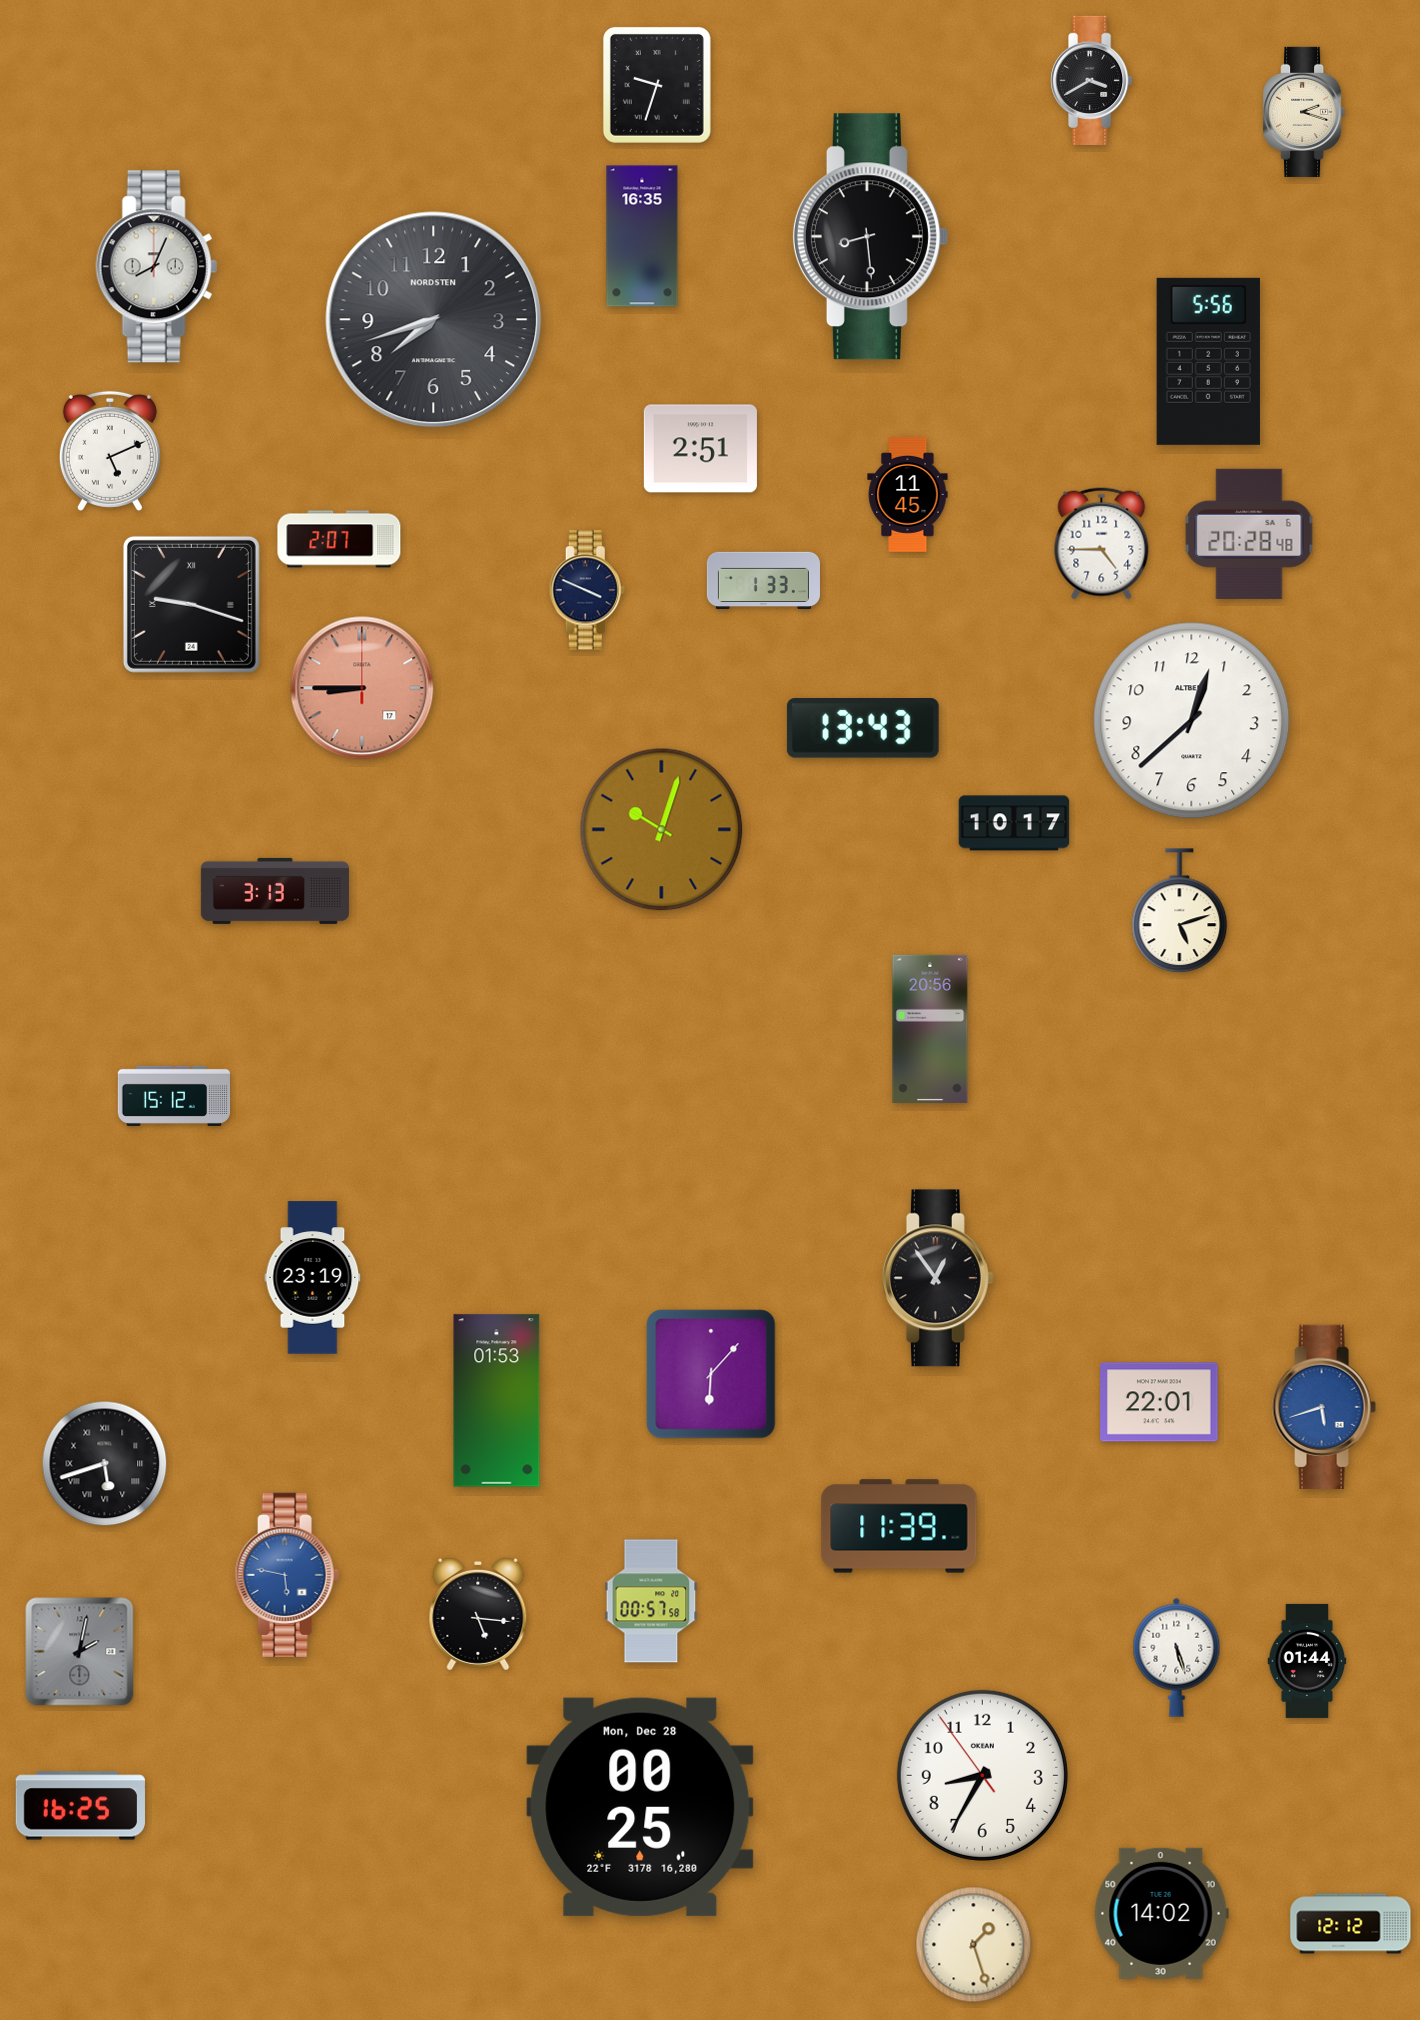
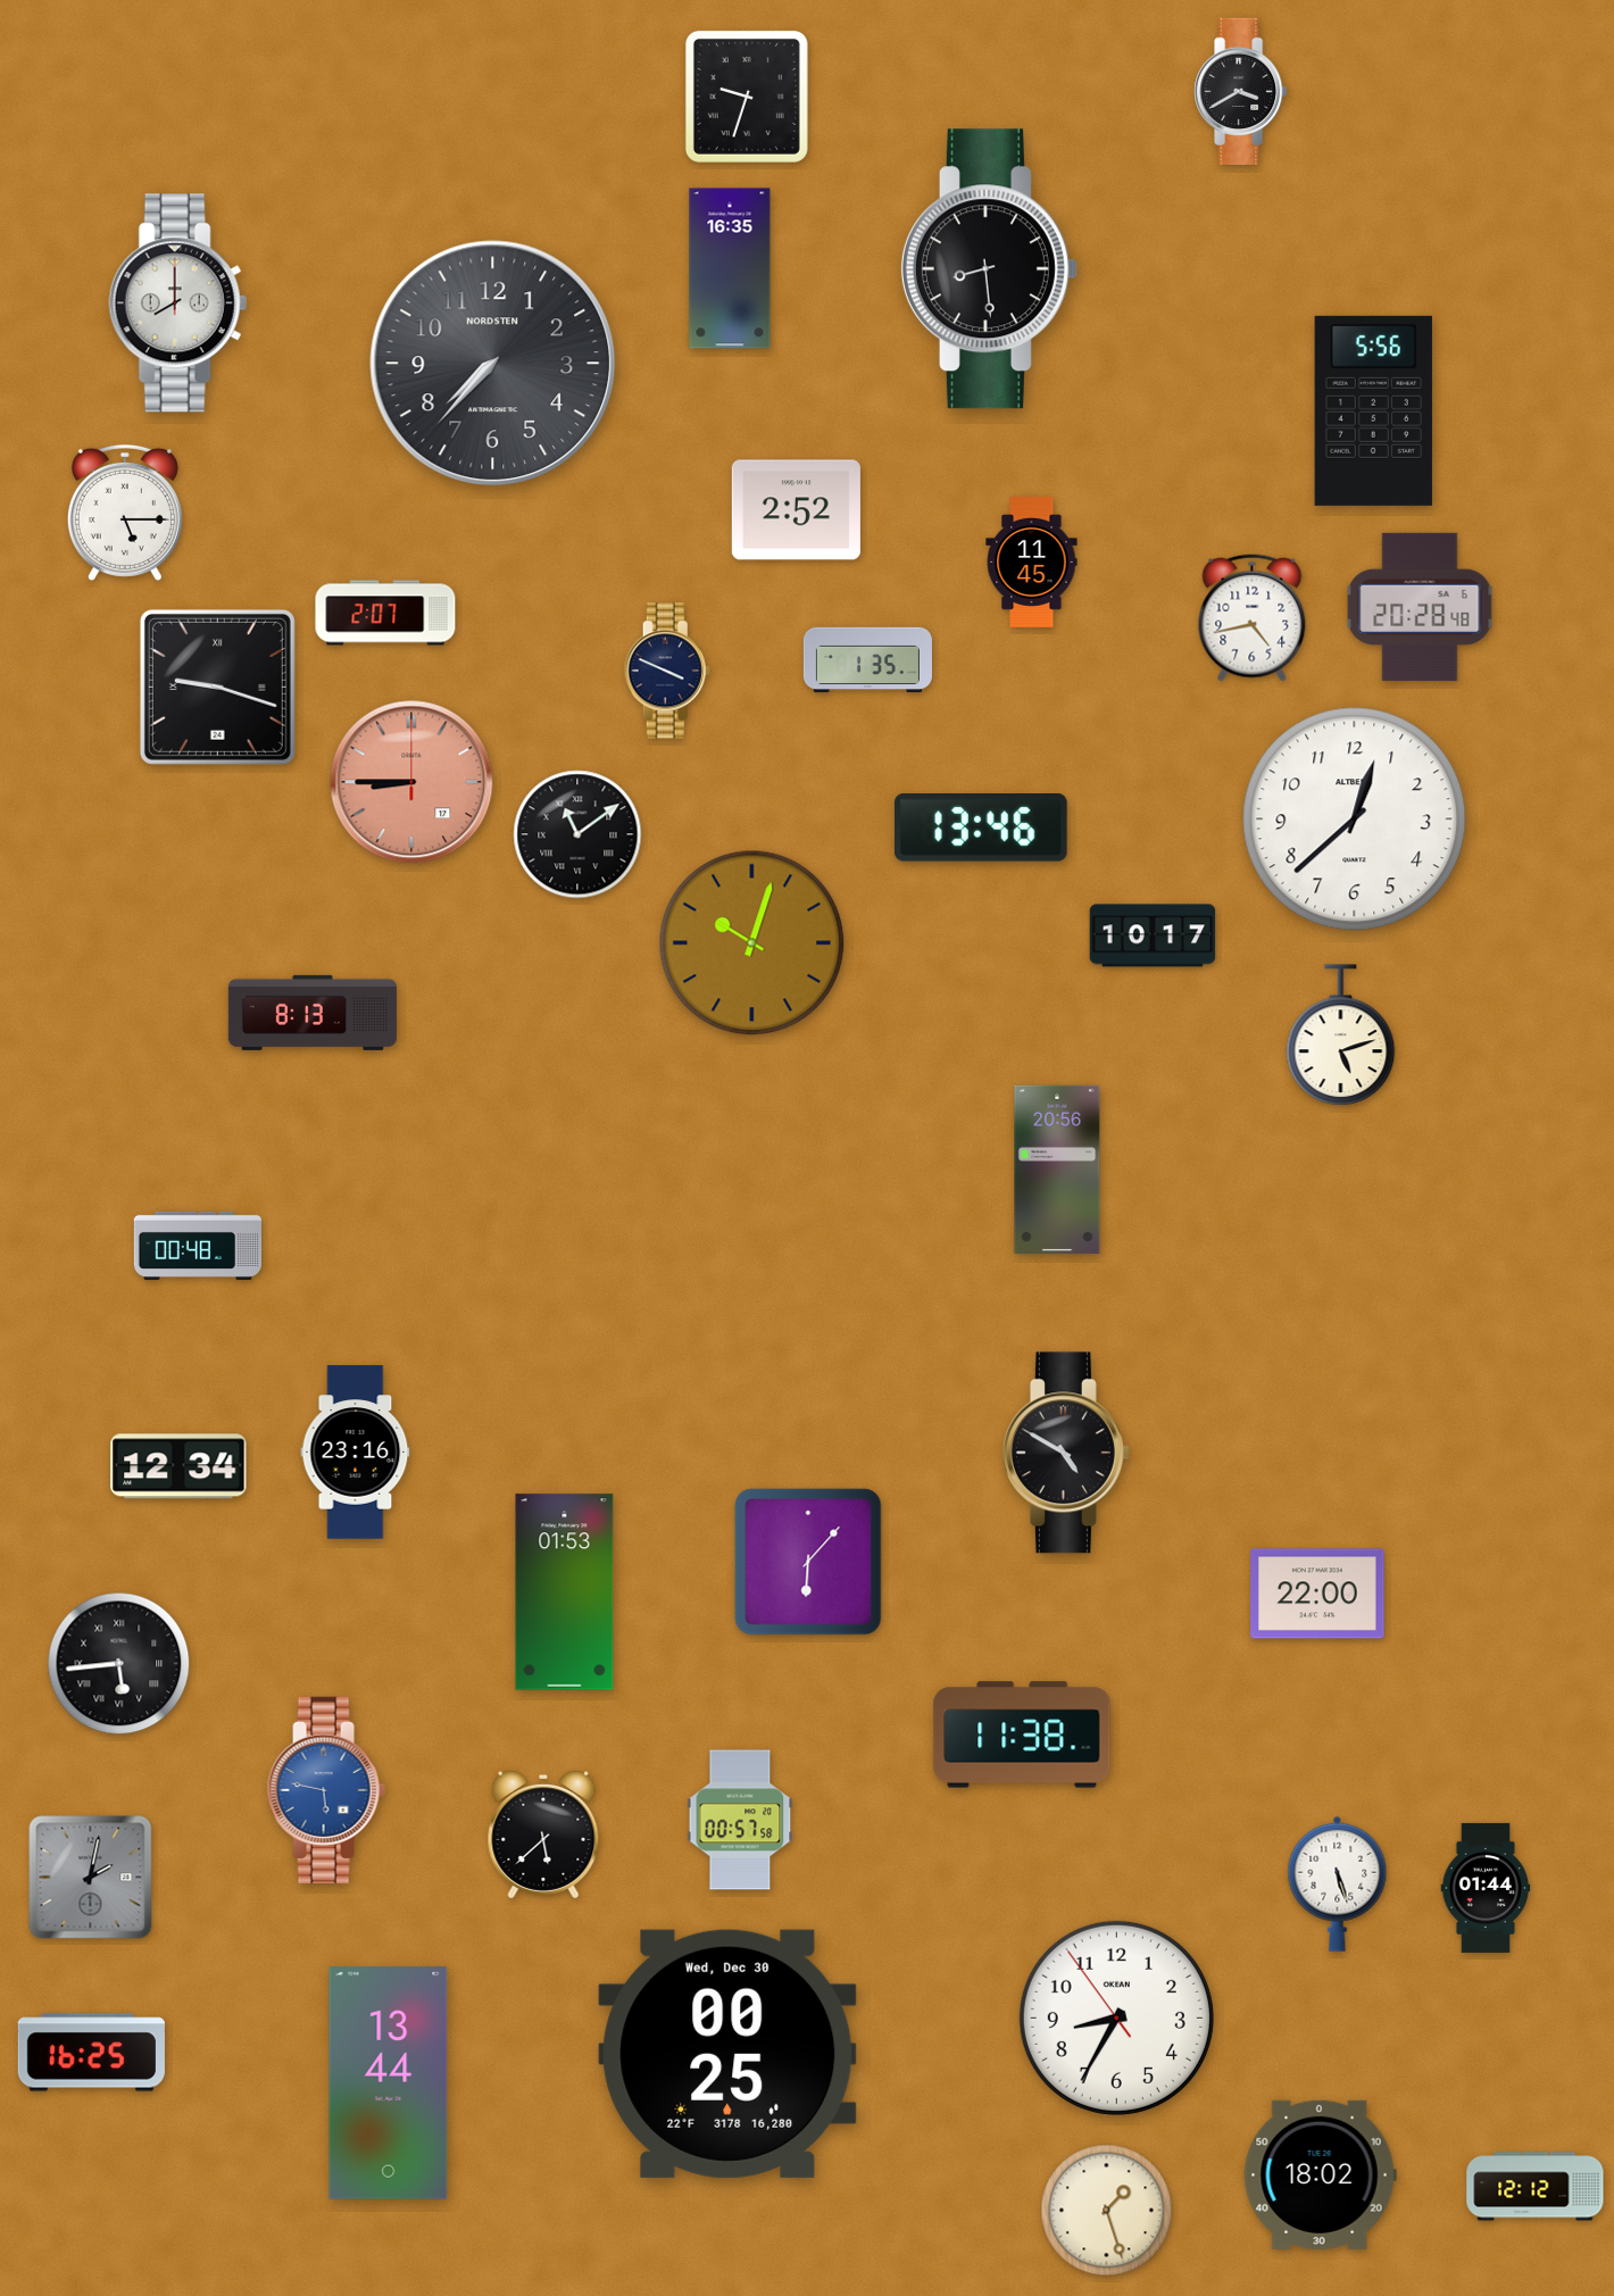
clock at (1304, 112): 2:18 -> none
clock at (156, 267): 8:04 -> 8:00
clock at (434, 320): 7:42 -> 7:37
clock at (700, 449): 2:51 -> 2:52
clock at (110, 451): 5:11 -> 5:15
clock at (1102, 544): 4:45 -> 4:43
clock at (763, 581): 1:33 -> 1:35
clock at (863, 729): 13:43 -> 13:46
clock at (577, 834): none -> 11:09
clock at (275, 891): 3:13 -> 8:13
clock at (173, 1096): 15:12 -> 00:48
clock at (313, 1278): 23:19 -> 23:16
clock at (938, 1278): 12:54 -> 4:50
clock at (178, 1466): none -> 12:34
clock at (1159, 1402): 22:01 -> 22:00
clock at (1324, 1407): 5:42 -> none
clock at (105, 1464): 5:42 -> 5:44
clock at (899, 1526): 11:39 -> 11:38
clock at (478, 1614): 5:16 -> 5:38
clock at (640, 1807) date: Mon, Dec 28 -> Wed, Dec 30
clock at (389, 2083): none -> 13:44
clock at (1161, 1913): 14:02 -> 18:02
